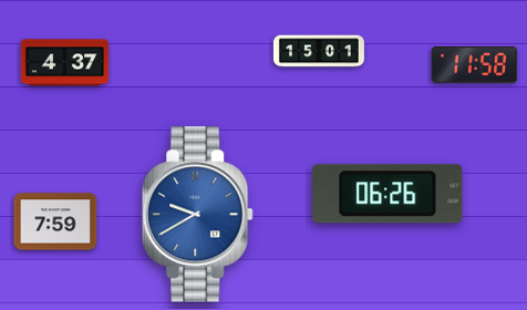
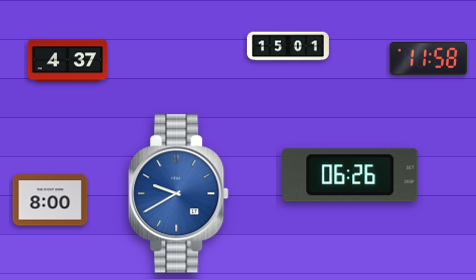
clock at (65, 63) position: (65, 63) -> (68, 61)
clock at (55, 221): 7:59 -> 8:00
